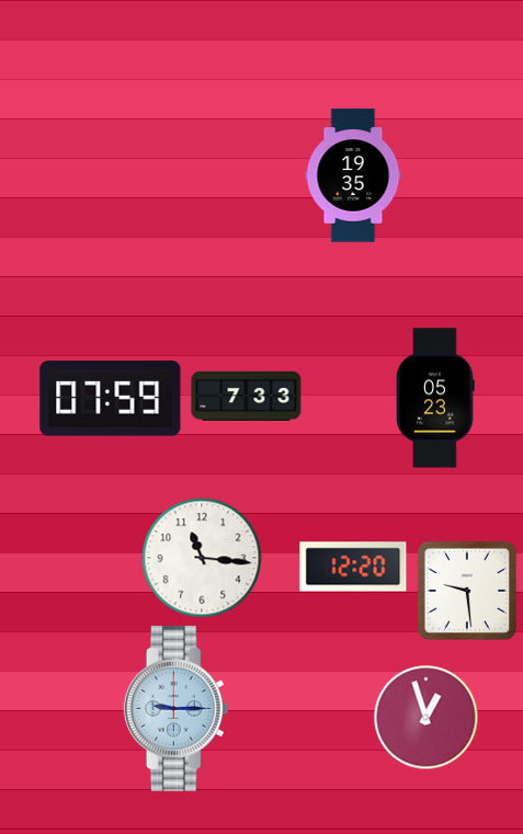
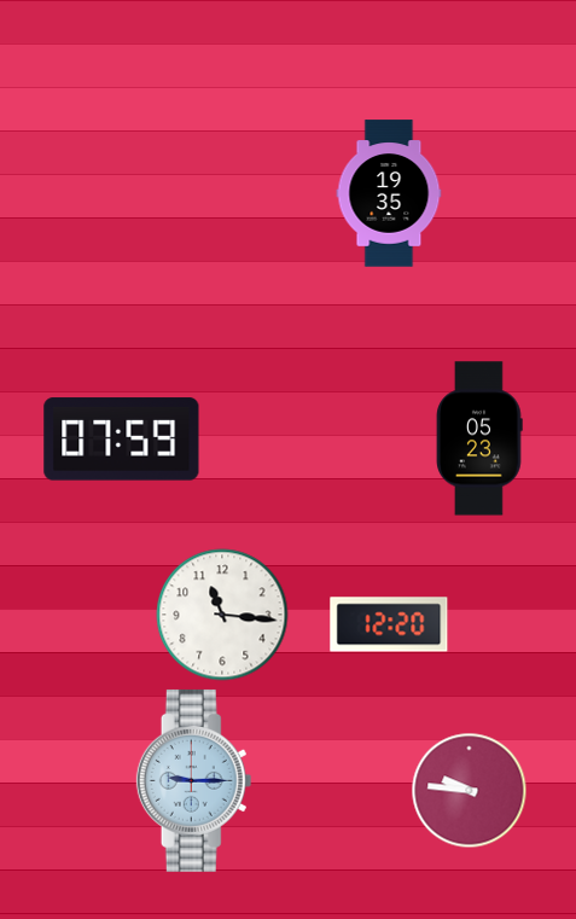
clock at (247, 396): 7:33 -> none
clock at (467, 591): 9:29 -> none
clock at (427, 718): 12:57 -> 9:46
